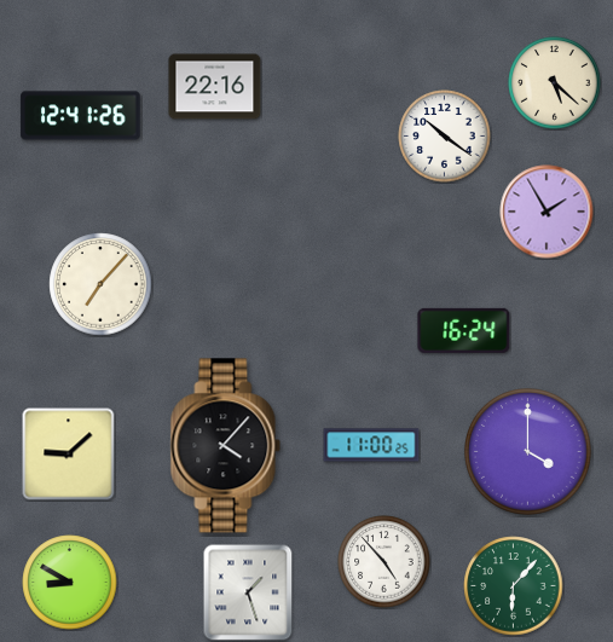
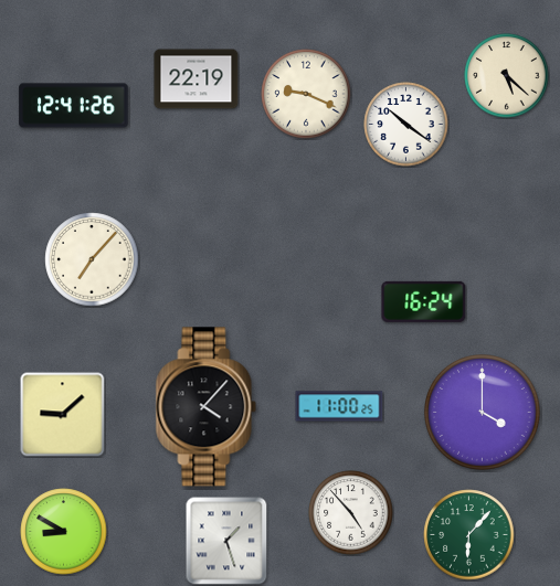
clock at (215, 87): 22:16 -> 22:19
clock at (306, 94): none -> 9:19
clock at (547, 212): 1:55 -> none
